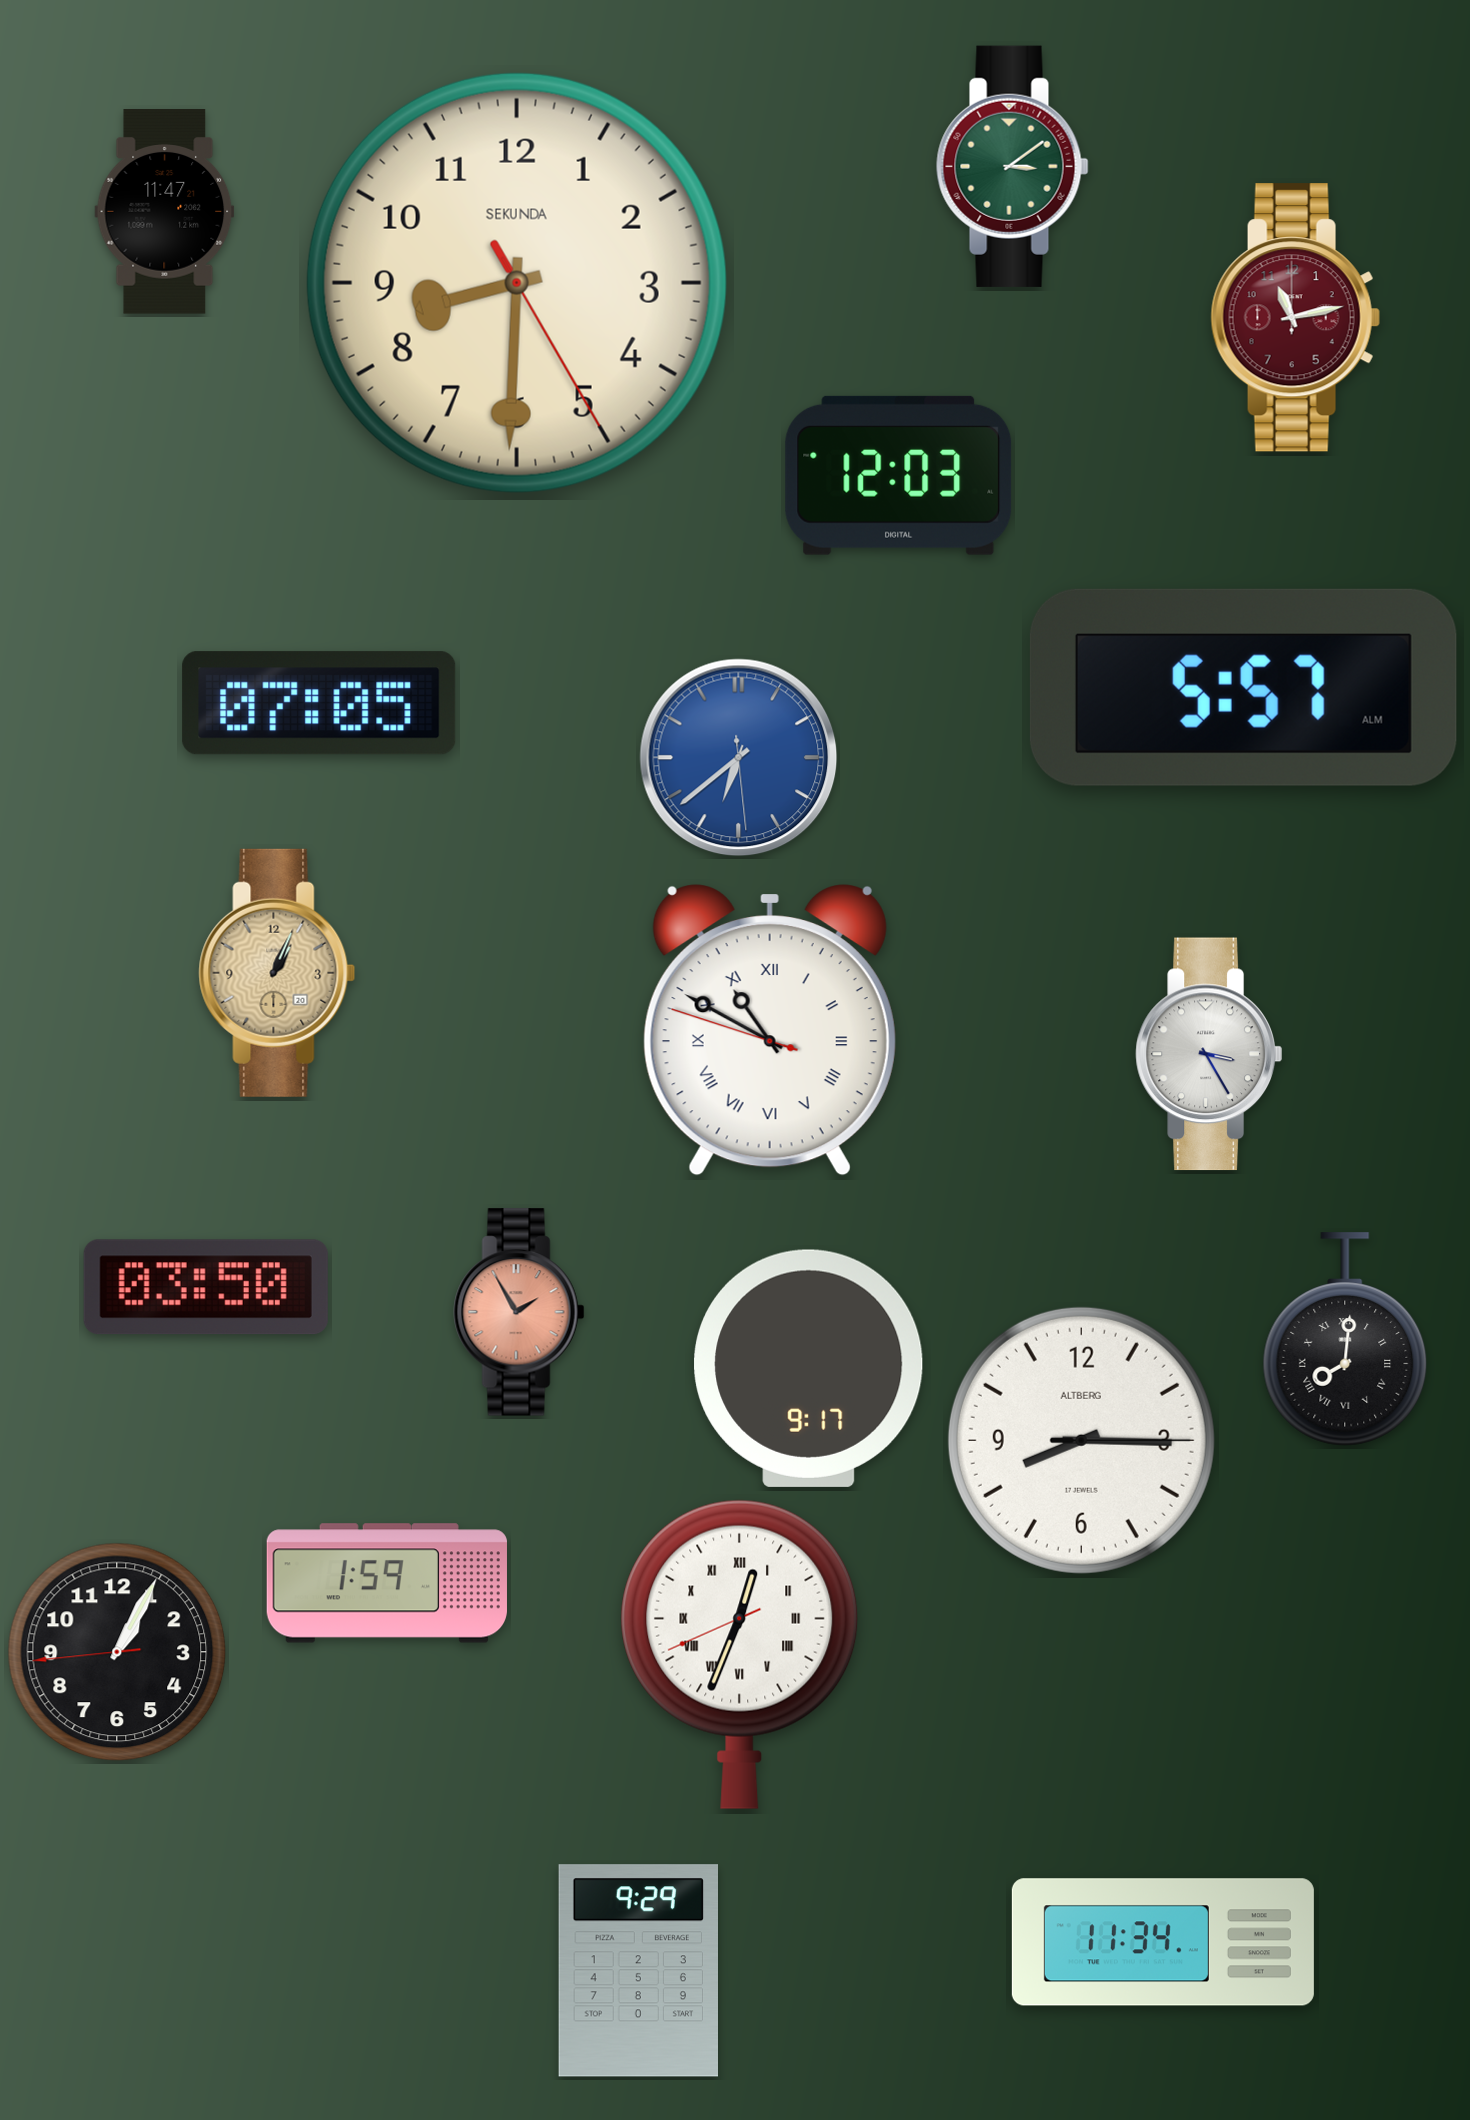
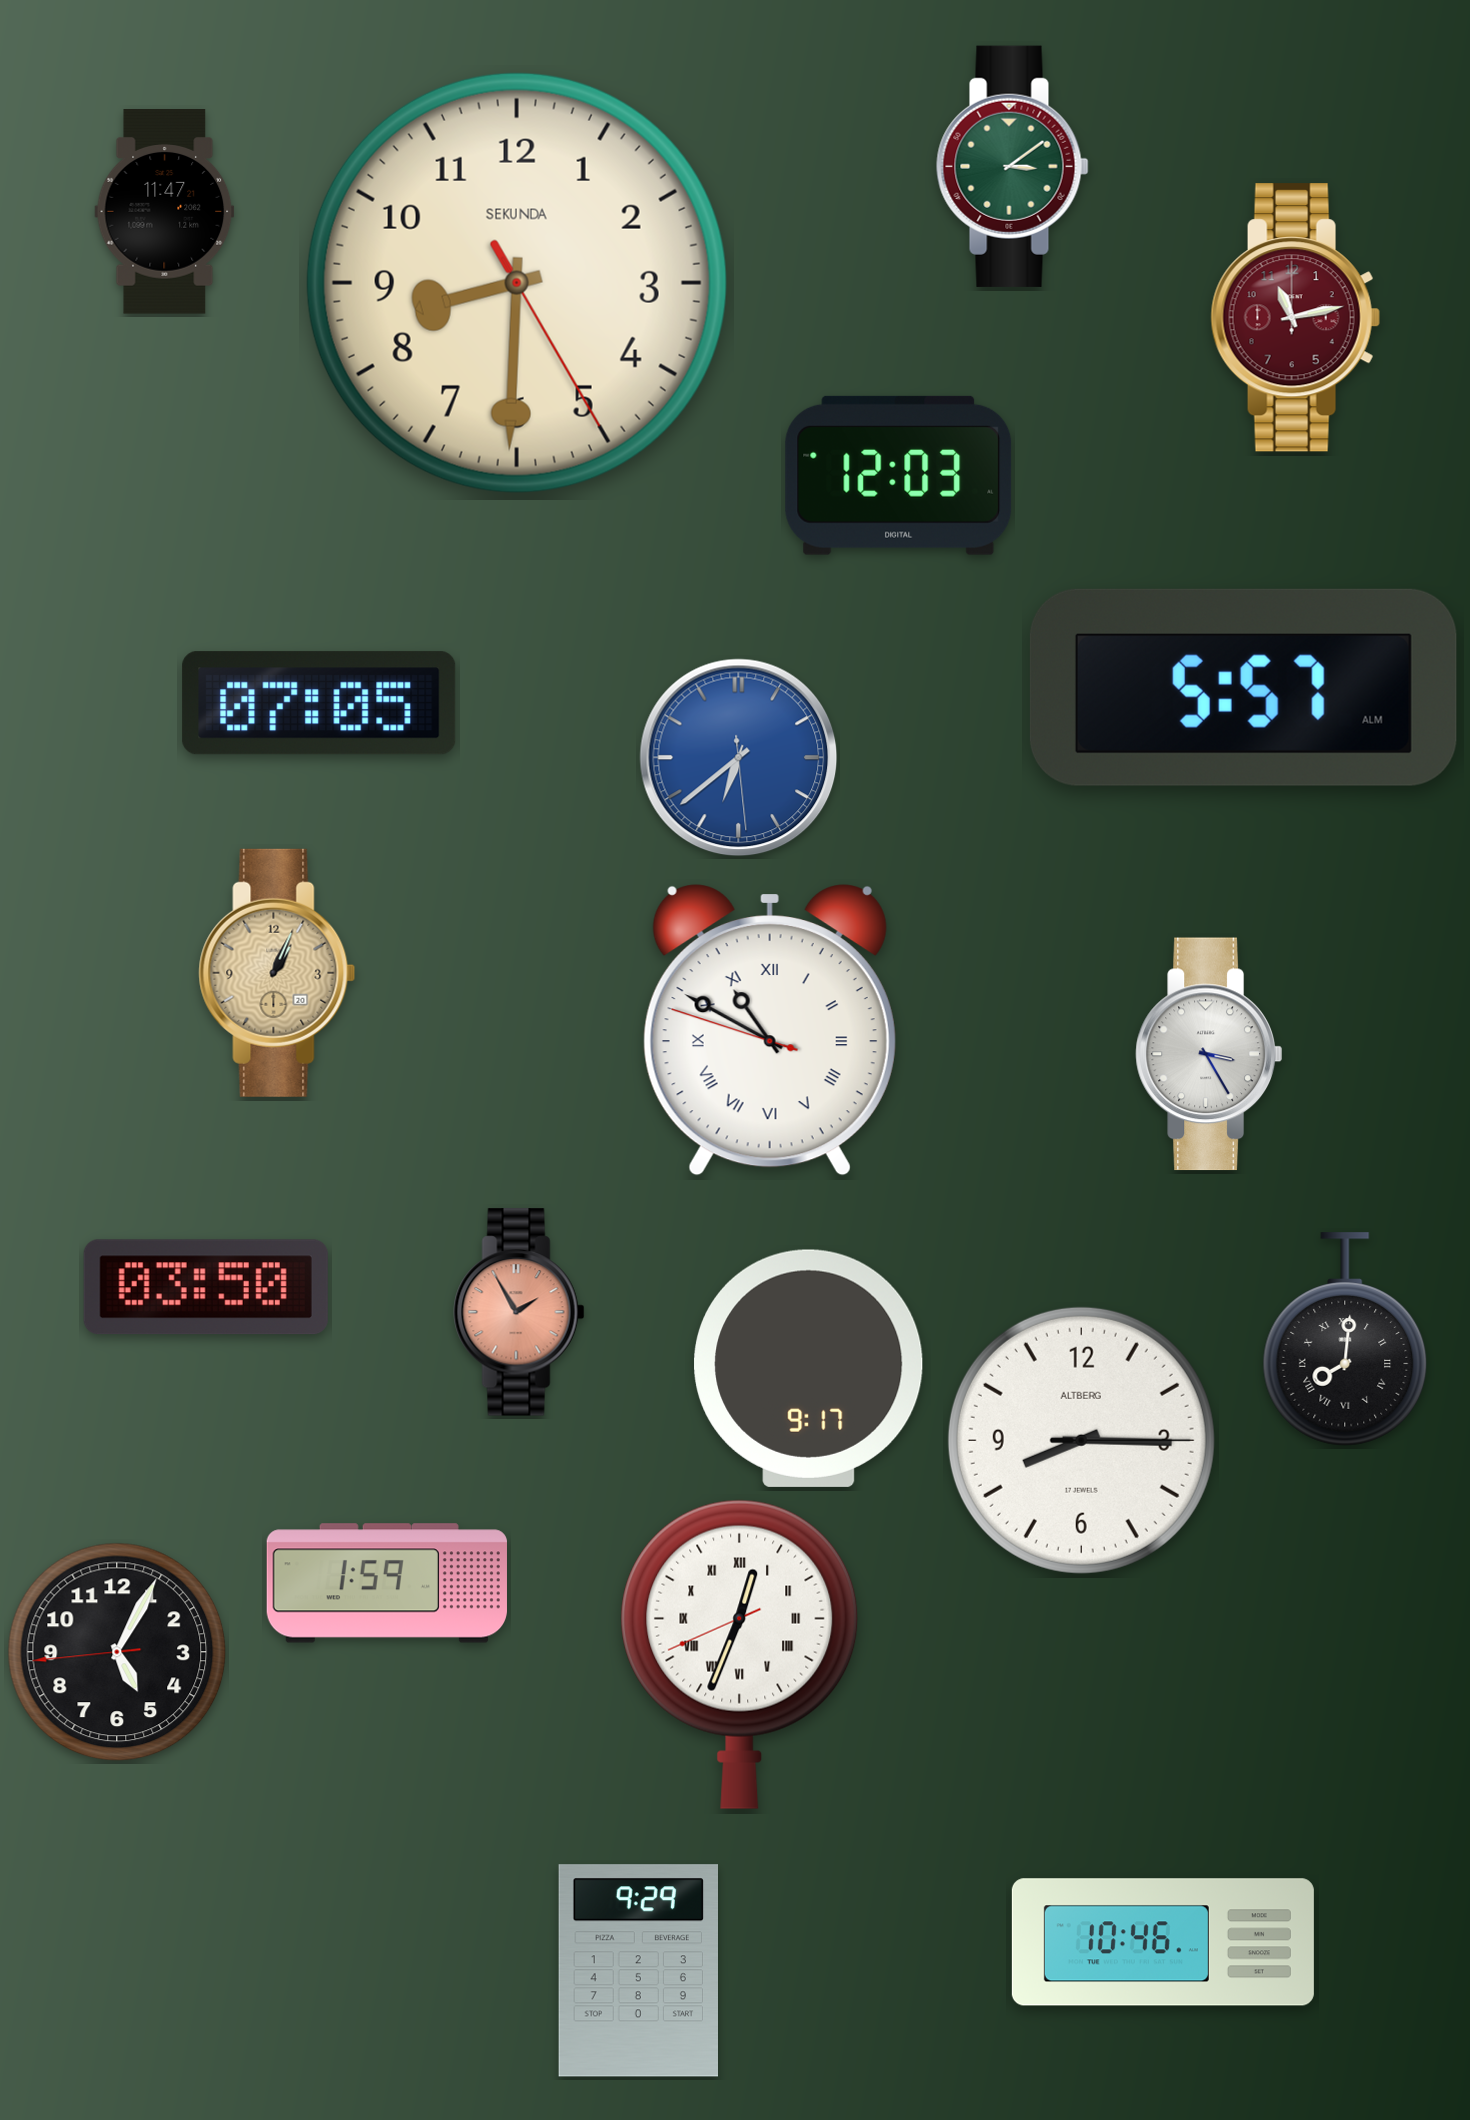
clock at (117, 1652): 1:04 -> 5:04
clock at (1163, 1942): 11:34 -> 10:46
